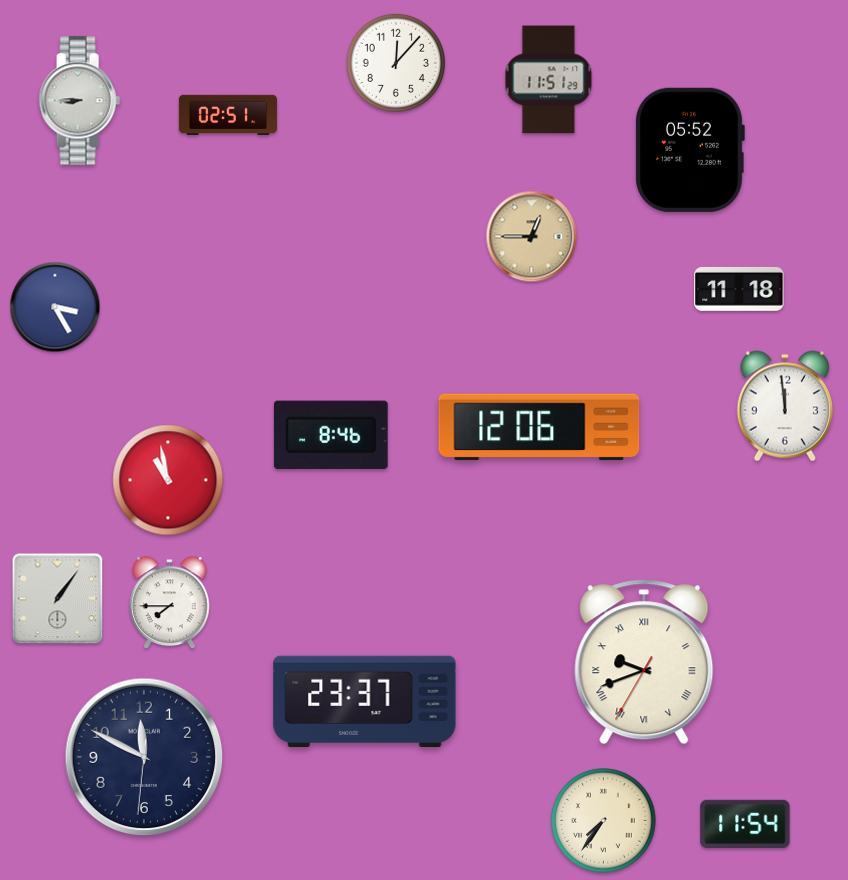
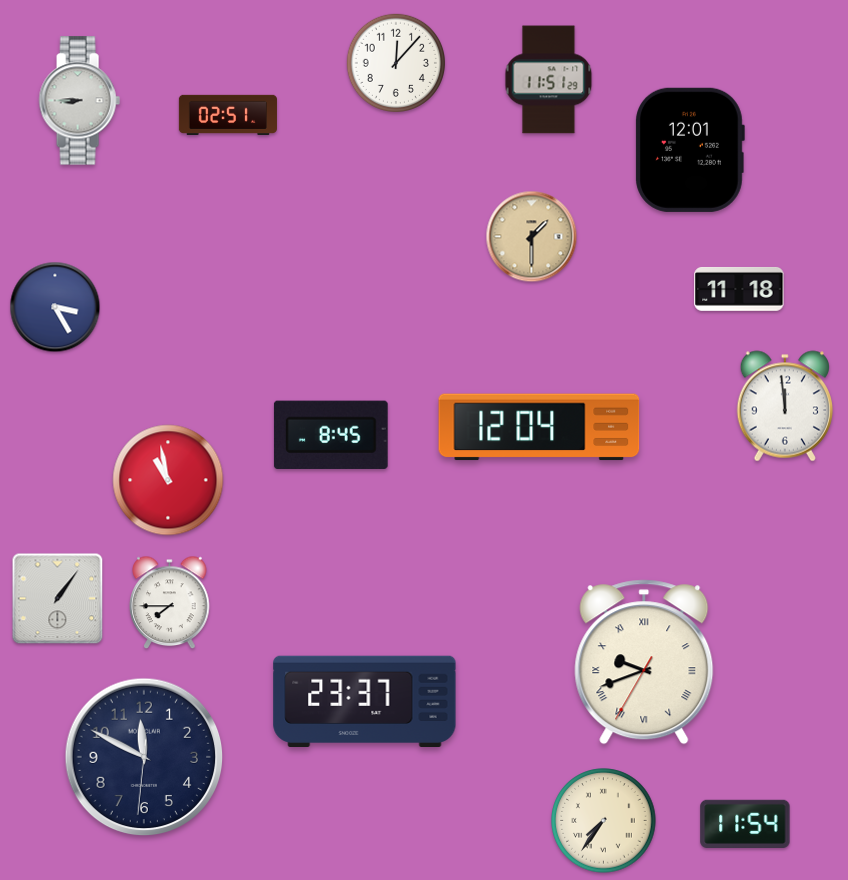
clock at (690, 150): 05:52 -> 12:01
clock at (532, 237): 12:45 -> 1:30
clock at (539, 427): 12:06 -> 12:04
clock at (331, 435): 8:46 -> 8:45
